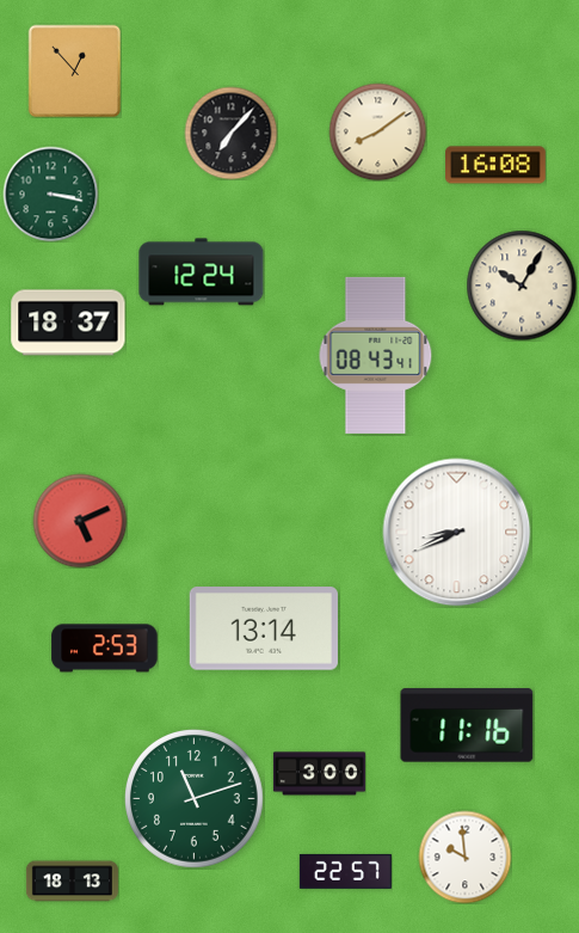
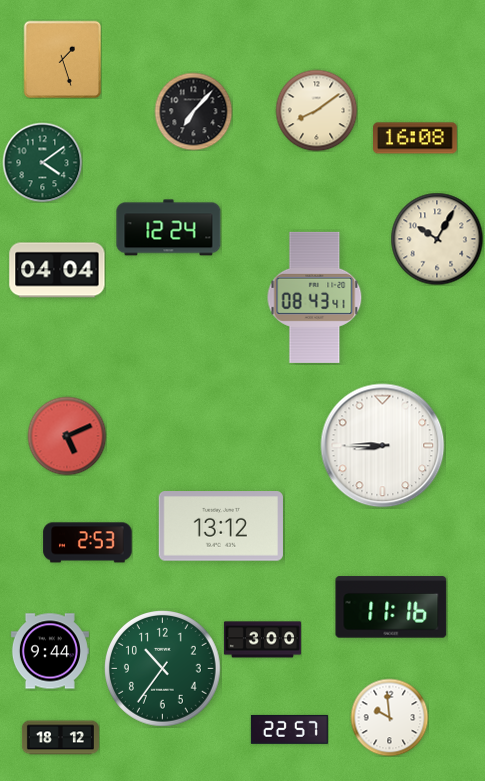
clock at (74, 70): 12:53 -> 1:27
clock at (50, 194): 3:17 -> 4:09
clock at (68, 323): 18:37 -> 04:04
clock at (457, 533): 8:41 -> 8:45
clock at (263, 628): 13:14 -> 13:12
clock at (319, 774) position: (319, 774) -> (262, 640)
clock at (50, 651): none -> 9:44
clock at (195, 799): 11:12 -> 10:36
clock at (72, 882): 18:13 -> 18:12
